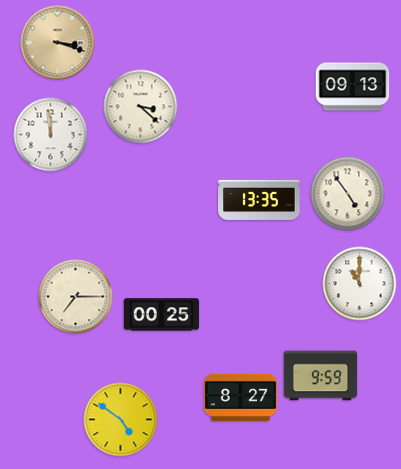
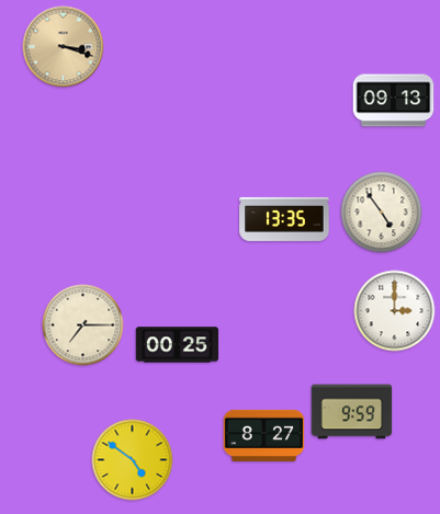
clock at (353, 87) position: (353, 87) -> (394, 101)
clock at (141, 107): 3:22 -> none
clock at (51, 135): 11:59 -> none
clock at (360, 284): 11:00 -> 3:00
